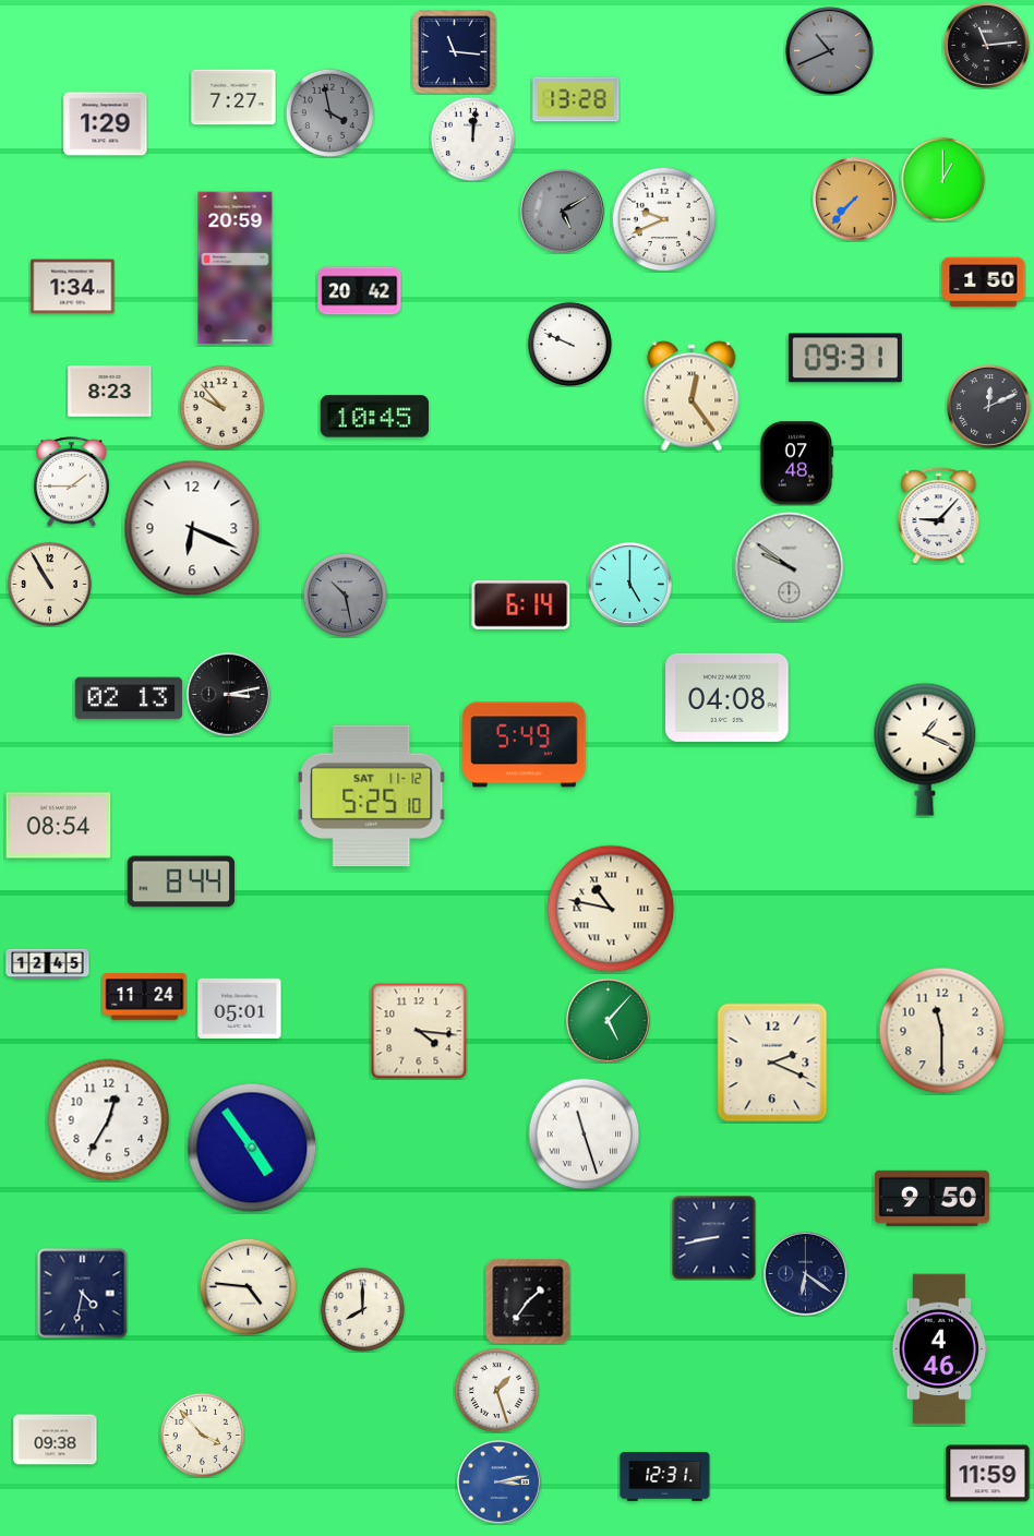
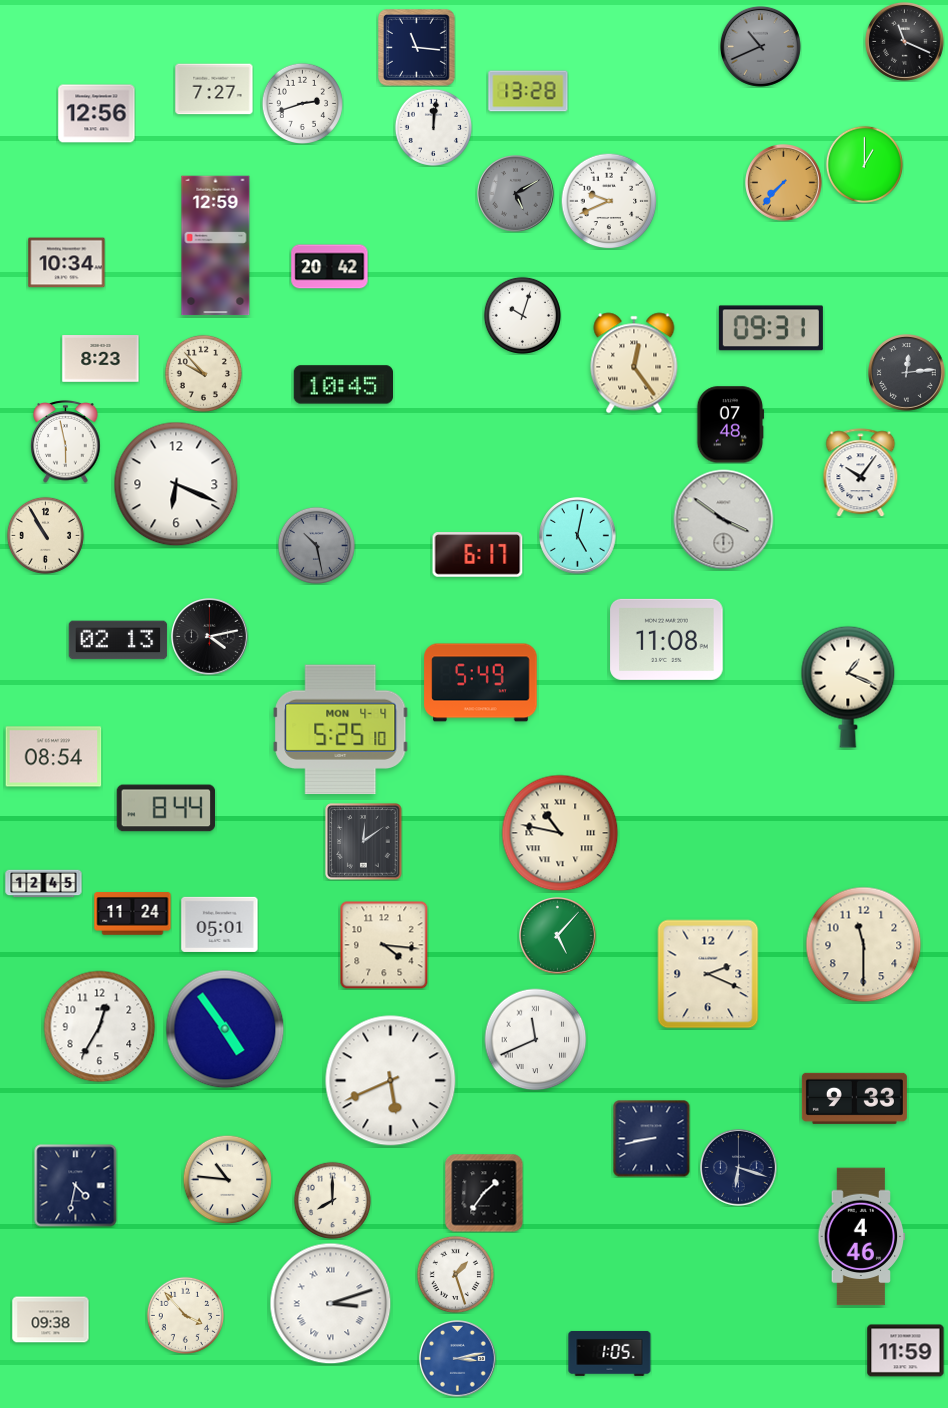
clock at (986, 45): 11:14 -> 11:19
clock at (329, 112): 3:58 -> 2:42
clock at (329, 112) dial: grey -> white
clock at (106, 124): 1:29 -> 12:56
clock at (236, 268): 20:59 -> 12:59
clock at (984, 283): 1:50 -> none
clock at (73, 287): 1:34 -> 10:34
clock at (569, 344): 9:49 -> 10:03
clock at (845, 358) position: (845, 358) -> (771, 328)
clock at (989, 407): 12:11 -> 12:14
clock at (375, 417) position: (375, 417) -> (344, 385)
clock at (72, 482): 1:45 -> 5:58
clock at (939, 516): 9:07 -> 10:06
clock at (790, 567): 9:51 -> 3:51
clock at (630, 585): 5:00 -> 5:02
clock at (521, 605): 6:14 -> 6:17
clock at (229, 695): 3:13 -> 4:13
clock at (728, 697): 04:08 -> 11:08
clock at (372, 796) date: SAT 11-12 -> MON 4-4
clock at (364, 842): none -> 12:09
clock at (585, 1135): 11:27 -> 11:41
clock at (252, 1148) position: (252, 1148) -> (225, 1029)
clock at (391, 1081): none -> 5:41
clock at (931, 1198): 9:50 -> 9:33
clock at (713, 1237) position: (713, 1237) -> (651, 1138)
clock at (806, 1274): 6:21 -> 6:18
clock at (248, 1286): 4:46 -> 10:46
clock at (331, 1304): none -> 3:12
clock at (665, 1476): 12:31 -> 1:05
